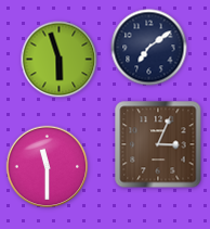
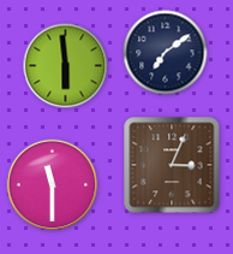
clock at (60, 60): 5:57 -> 5:59
clock at (158, 144) position: (158, 144) -> (172, 165)
